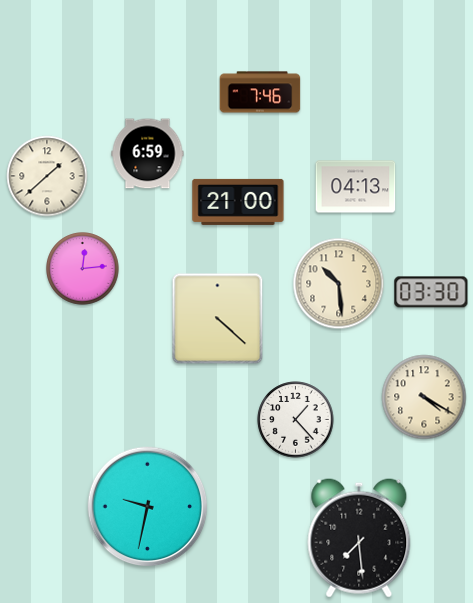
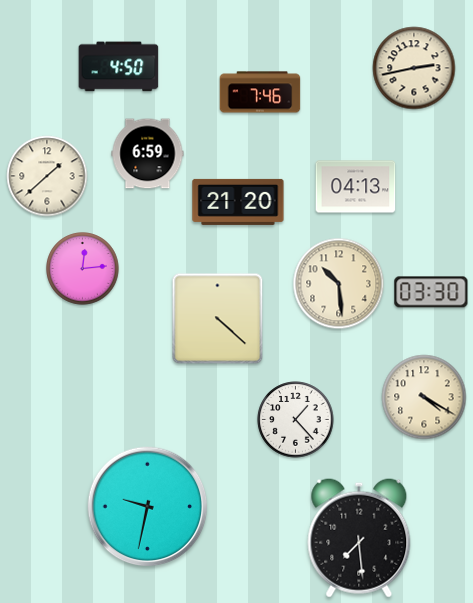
clock at (119, 67): none -> 4:50
clock at (414, 68): none -> 2:43
clock at (238, 202): 21:00 -> 21:20
